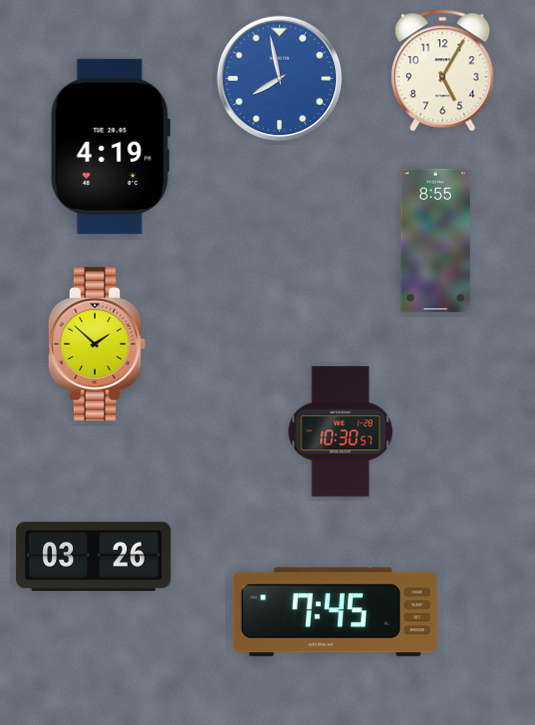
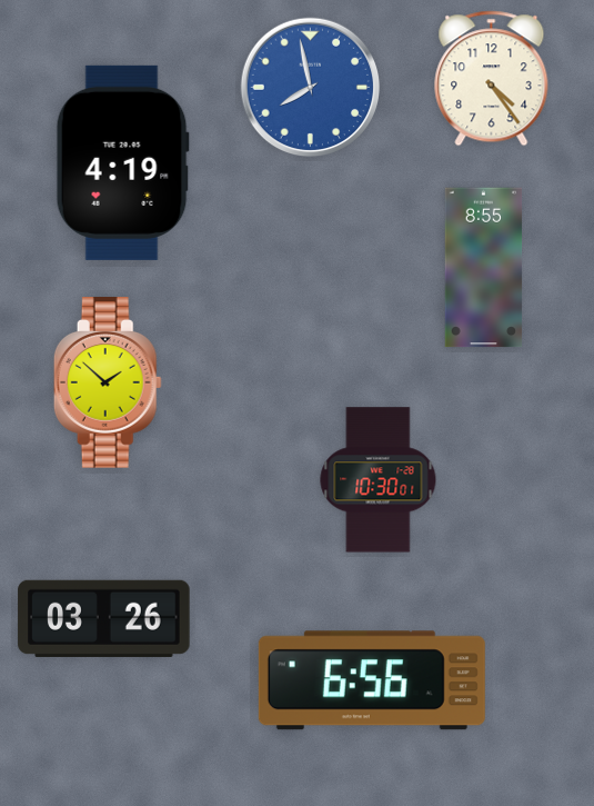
clock at (443, 71): 5:05 -> 4:24
clock at (341, 432): 10:30:57 -> 10:30:01
clock at (335, 612): 7:45 -> 6:56
